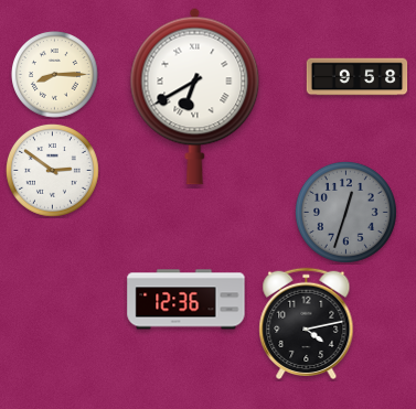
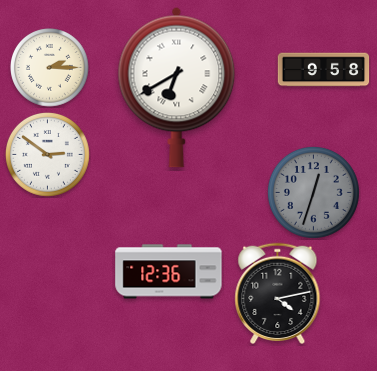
clock at (55, 75): 8:15 -> 2:15
